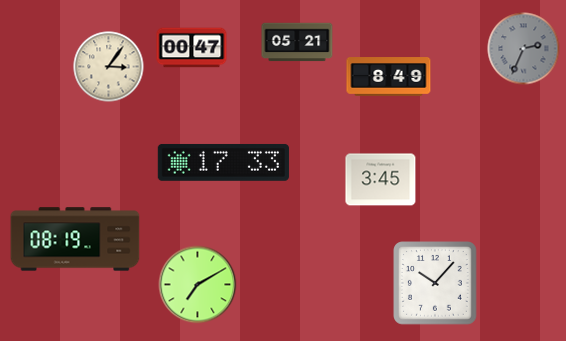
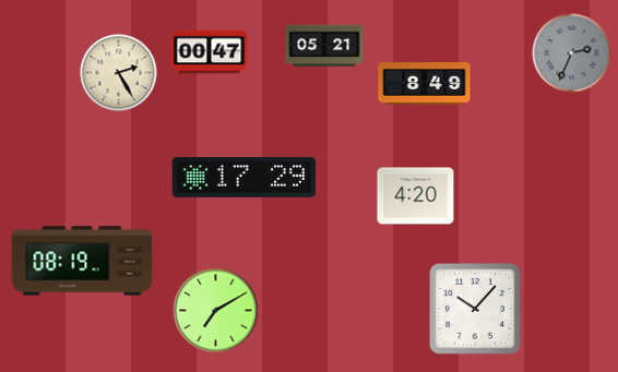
clock at (109, 67): 3:06 -> 2:25
clock at (223, 162): 17:33 -> 17:29
clock at (381, 180): 3:45 -> 4:20
